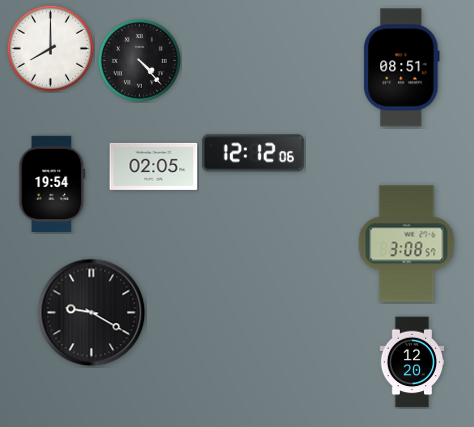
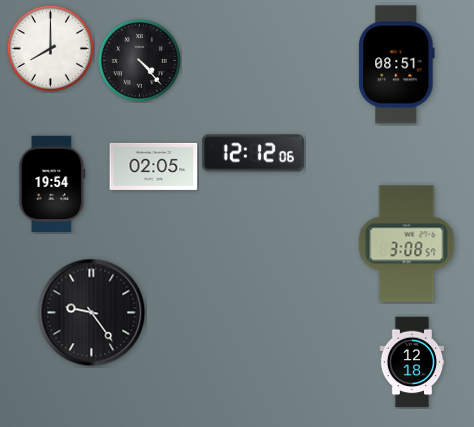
clock at (402, 68) position: (402, 68) -> (397, 65)
clock at (92, 313): 9:20 -> 9:24
clock at (412, 362): 12:20 -> 12:18
